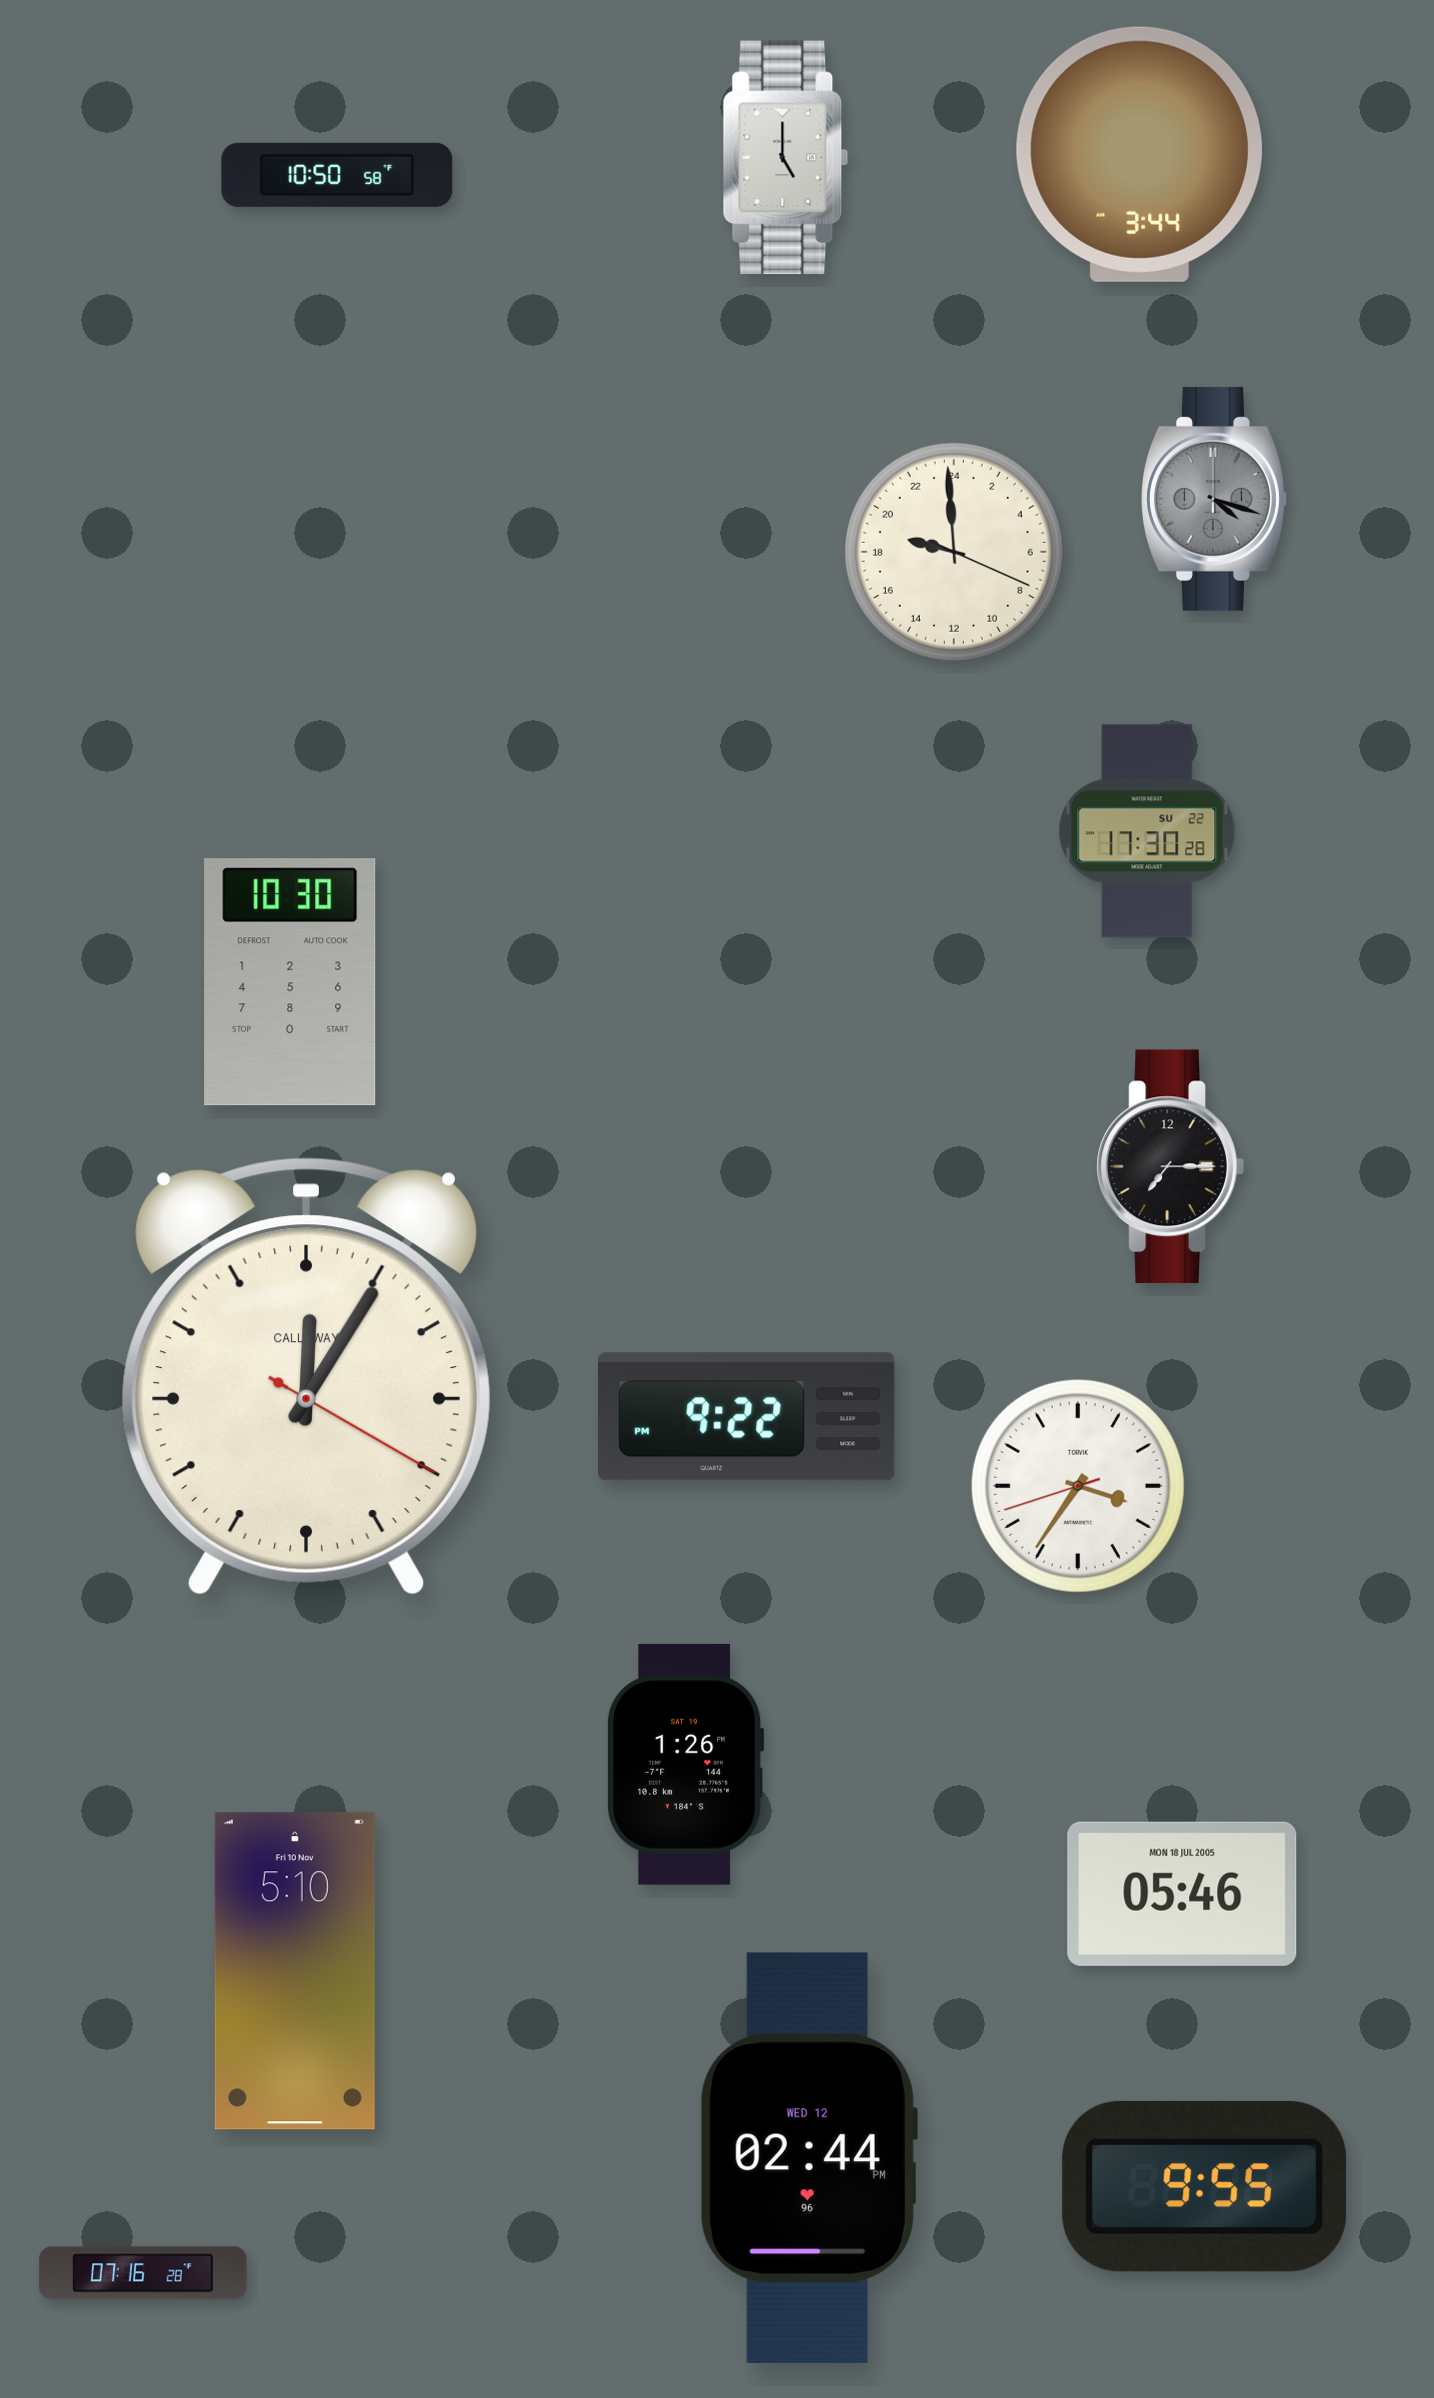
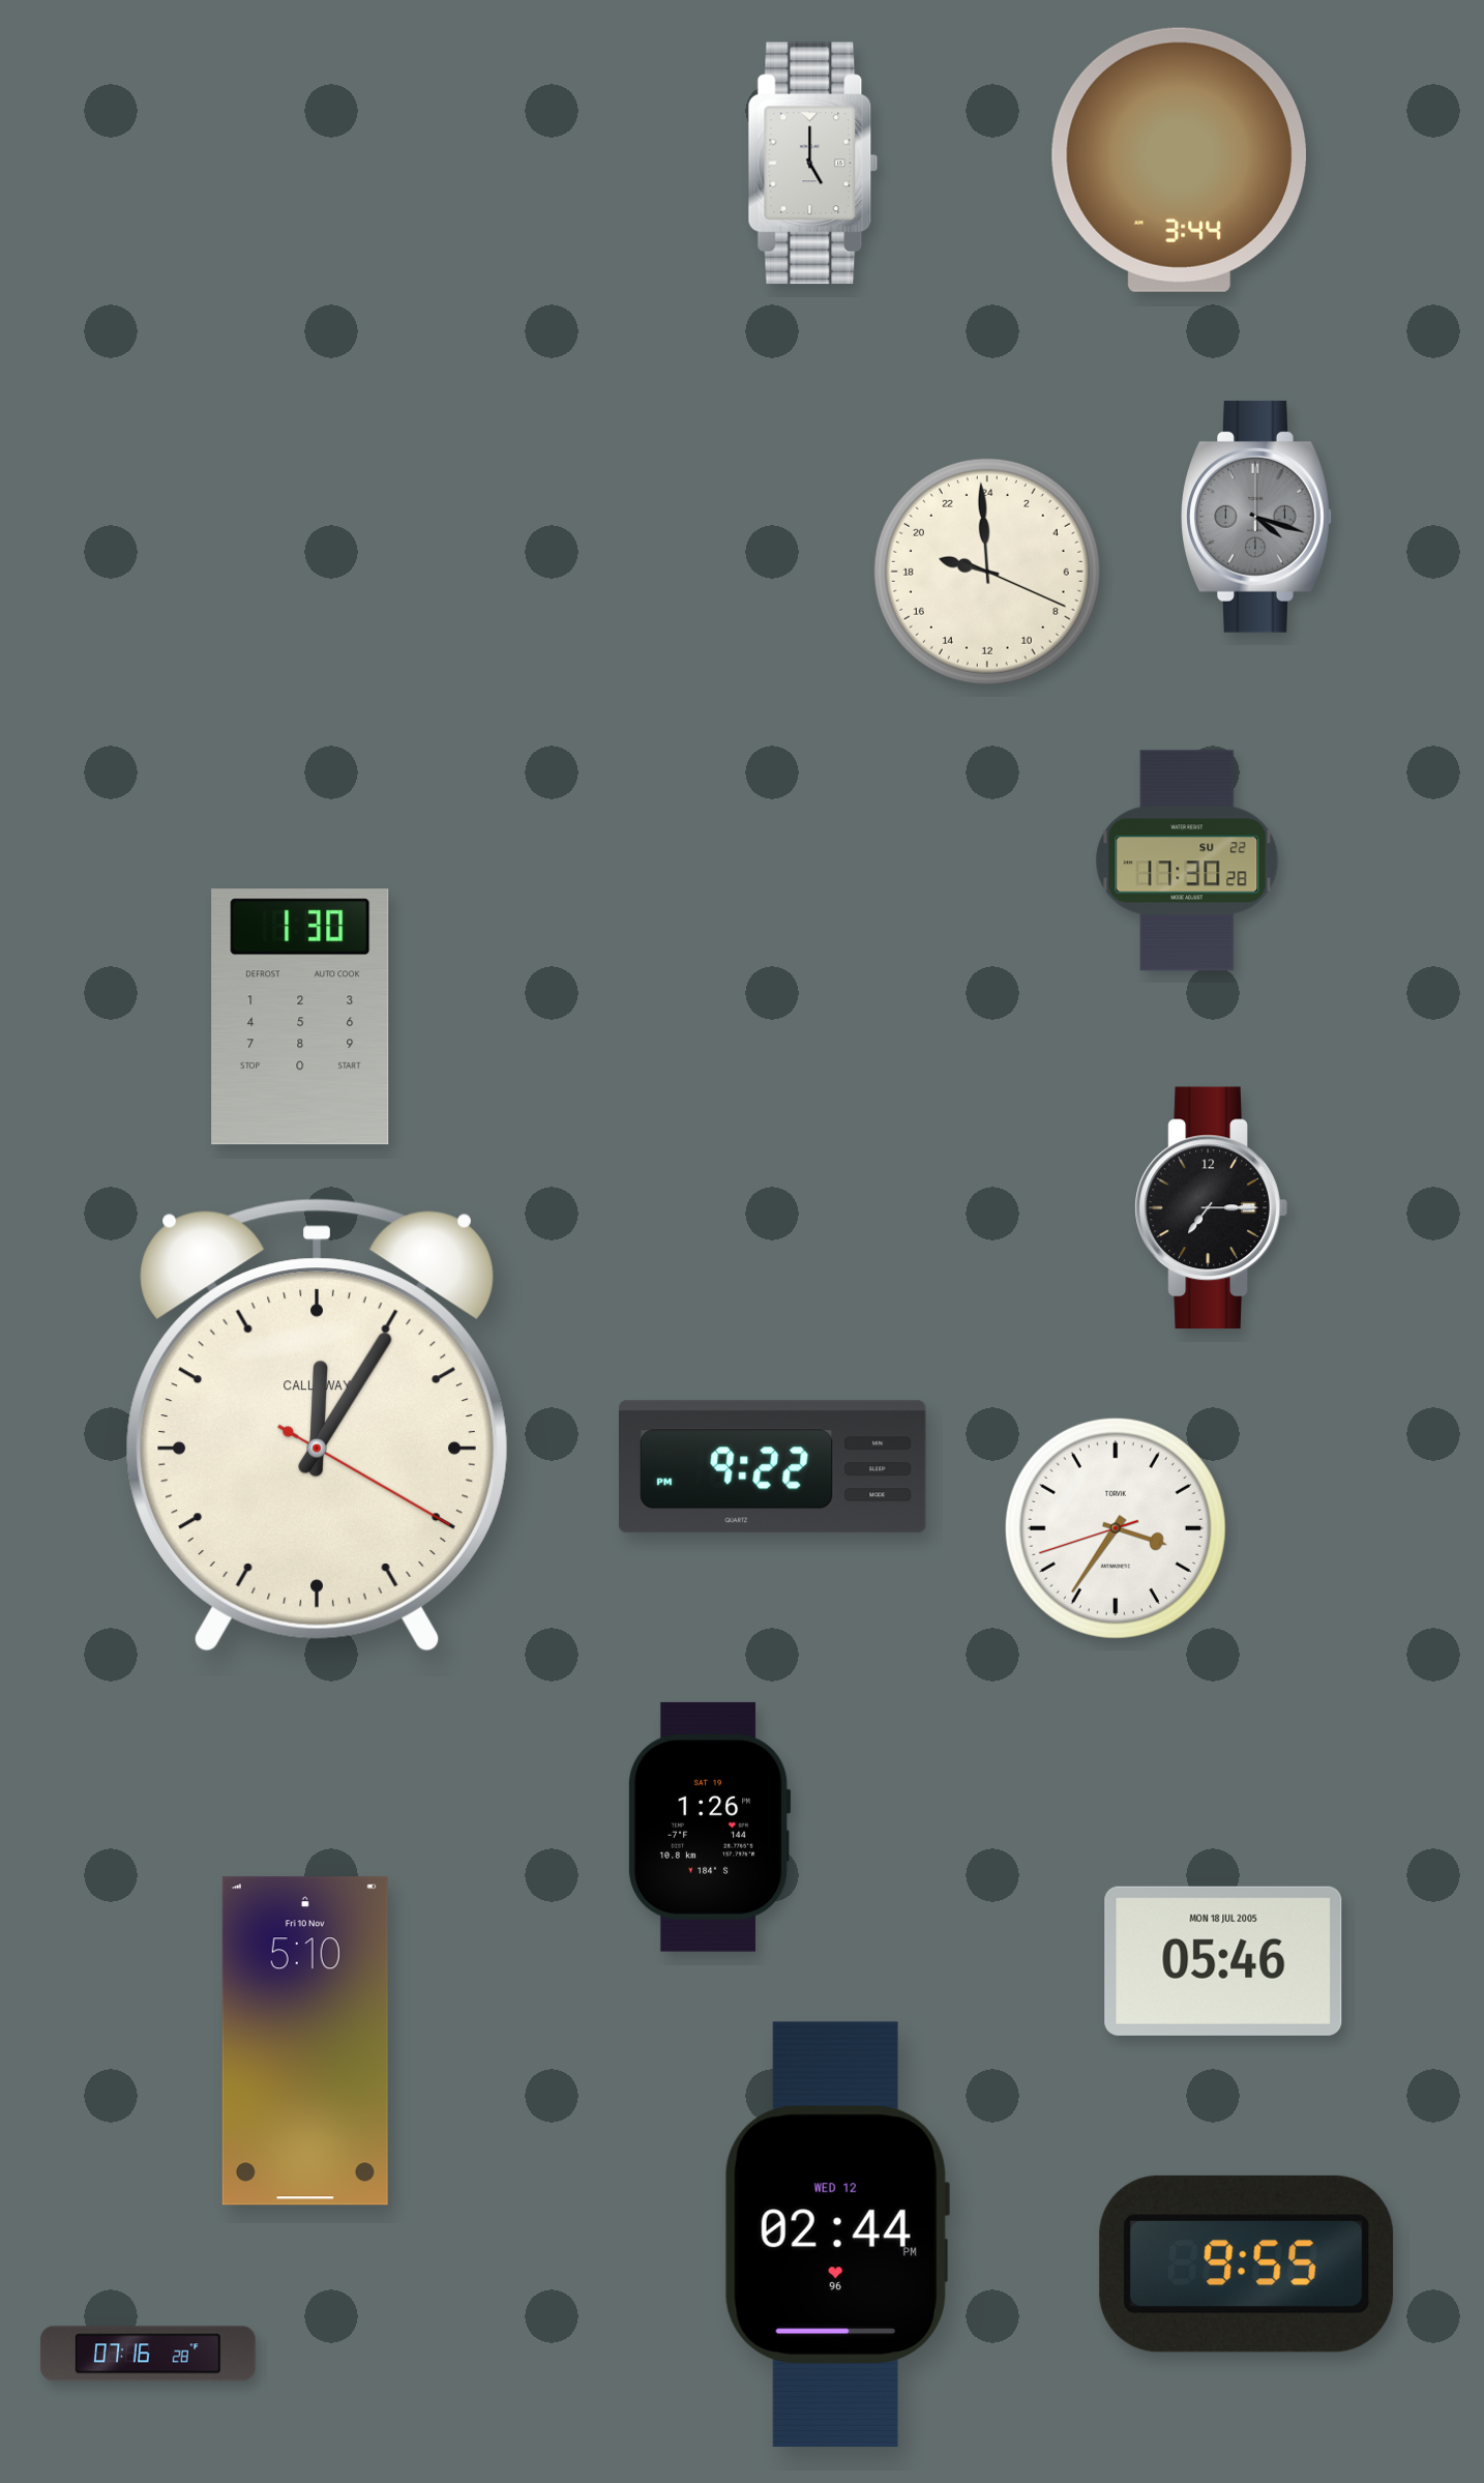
clock at (337, 175): 10:50 -> none
clock at (290, 982): 10:30 -> 1:30
clock at (1078, 1486) position: (1078, 1486) -> (1116, 1528)
